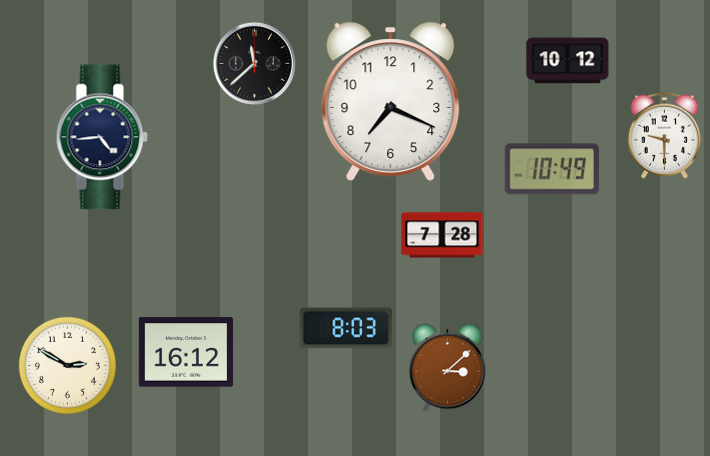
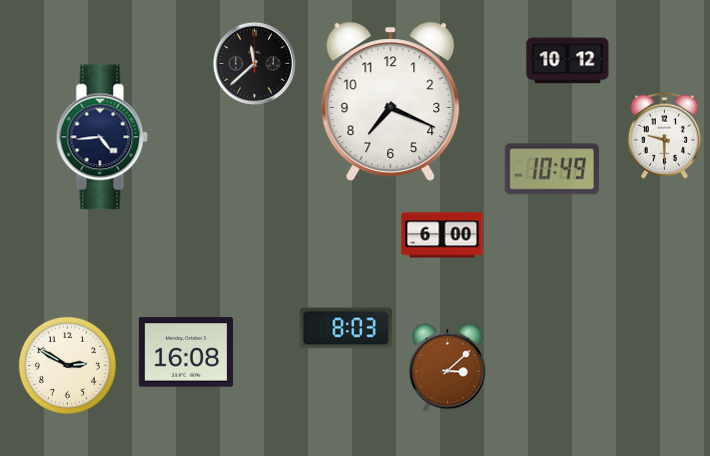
clock at (442, 235): 7:28 -> 6:00
clock at (185, 352): 16:12 -> 16:08
